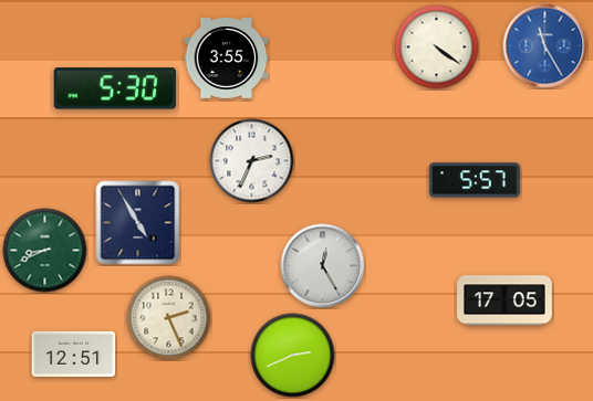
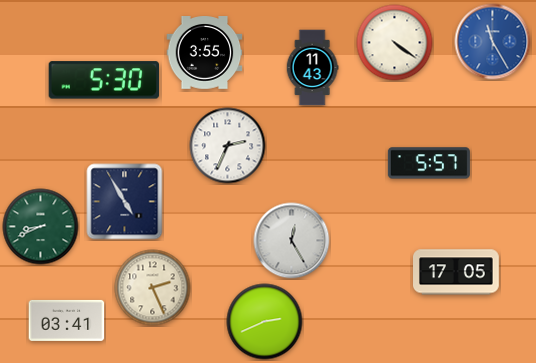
clock at (312, 68): none -> 11:43
clock at (74, 353): 12:51 -> 03:41
